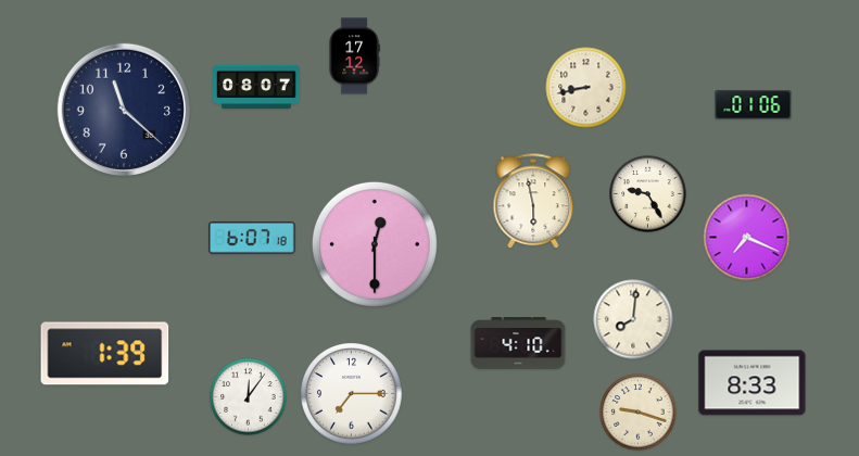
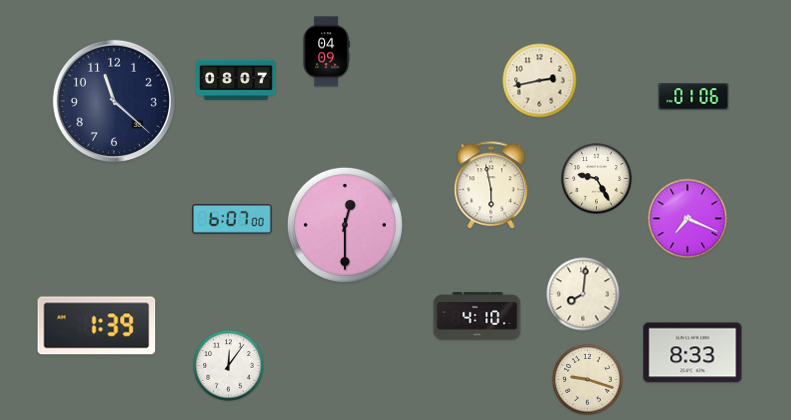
clock at (354, 56): 17:12 -> 04:09
clock at (586, 88): 8:43 -> 2:43
clock at (253, 239): 6:07:18 -> 6:07:00
clock at (352, 394): 7:15 -> none
